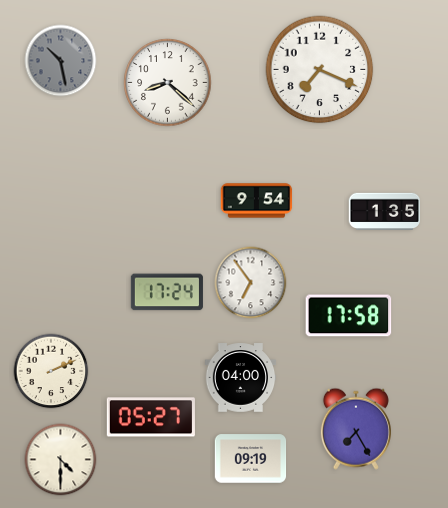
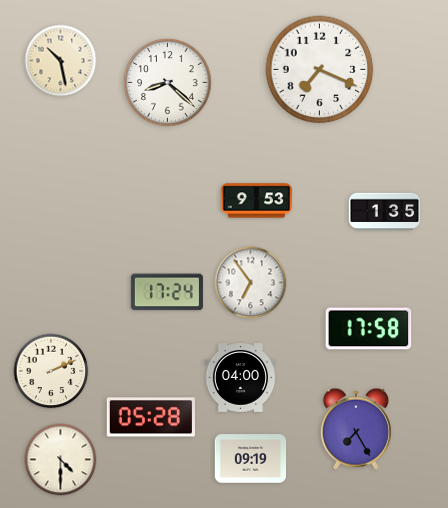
clock at (61, 61) dial: grey -> cream
clock at (257, 201): 9:54 -> 9:53
clock at (349, 316) position: (349, 316) -> (369, 329)
clock at (151, 417): 05:27 -> 05:28
